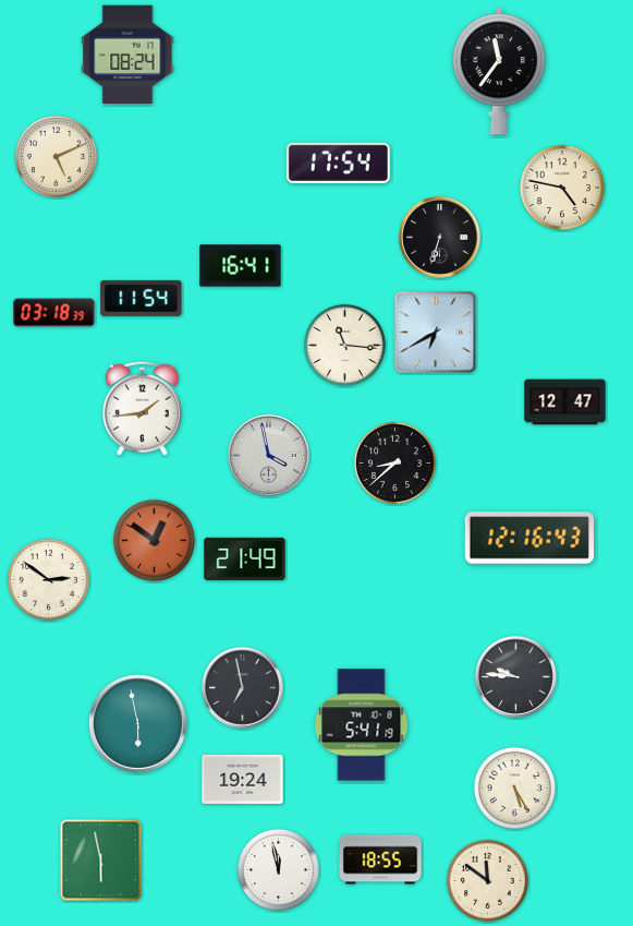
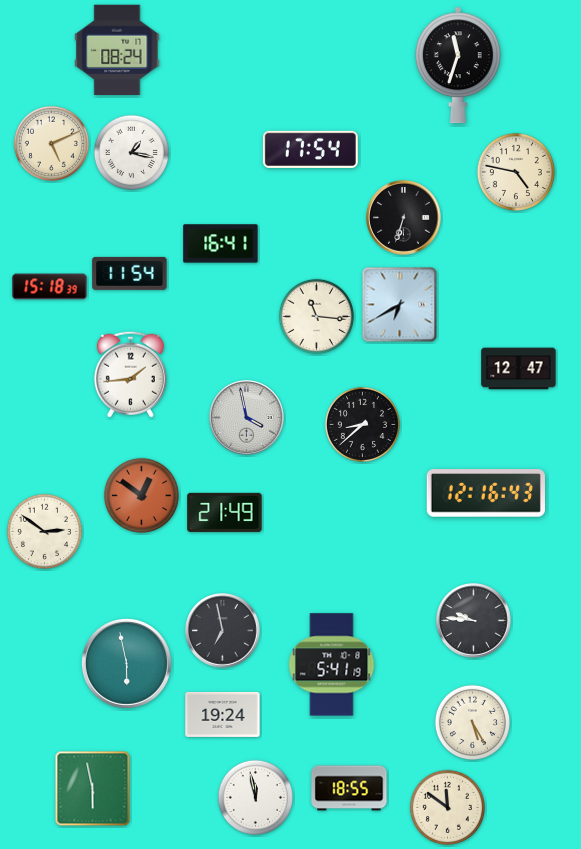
clock at (499, 71): 11:36 -> 11:33
clock at (131, 152): none -> 1:17
clock at (54, 313): 03:18 -> 15:18
